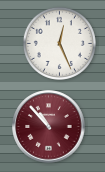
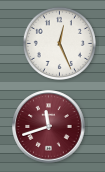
clock at (49, 127): 10:53 -> 11:42
